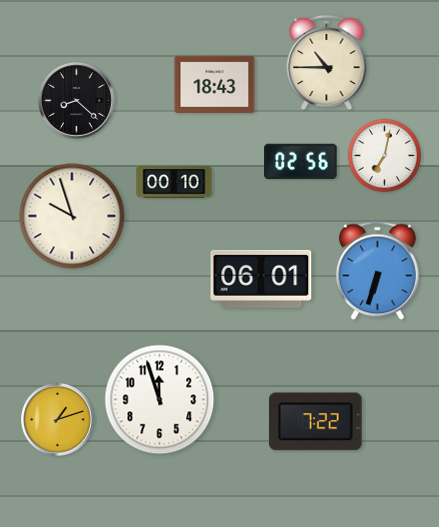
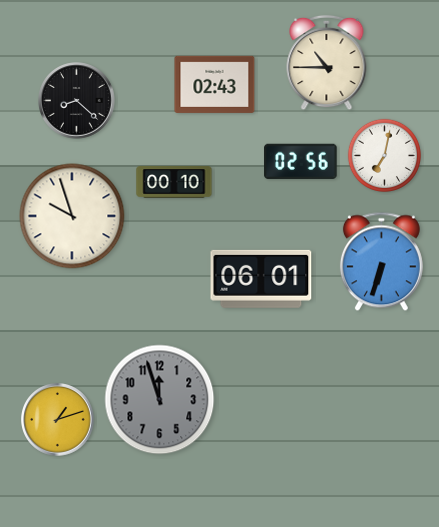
clock at (215, 84): 18:43 -> 02:43
clock at (377, 271) position: (377, 271) -> (381, 262)
clock at (160, 400) dial: white -> grey
clock at (316, 422): 7:22 -> none
